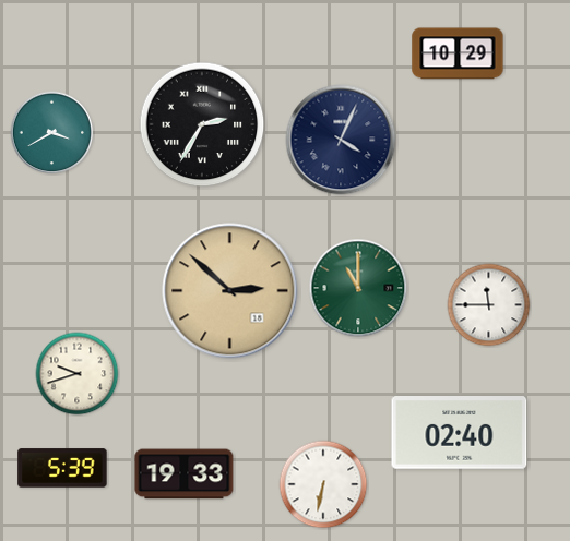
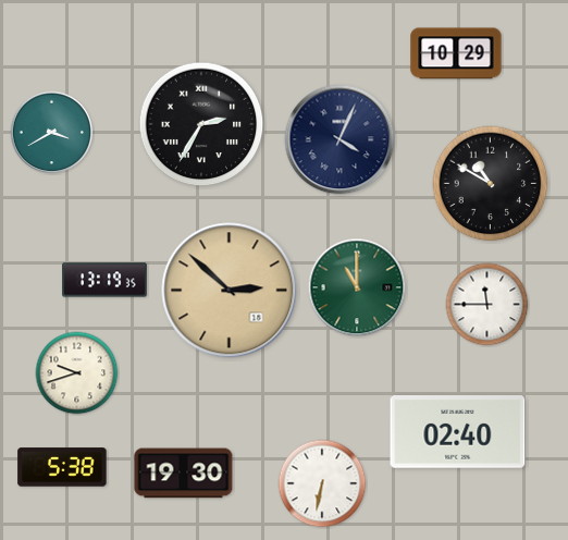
clock at (491, 184): none -> 10:50
clock at (104, 280): none -> 13:19
clock at (62, 468): 5:39 -> 5:38
clock at (185, 474): 19:33 -> 19:30
